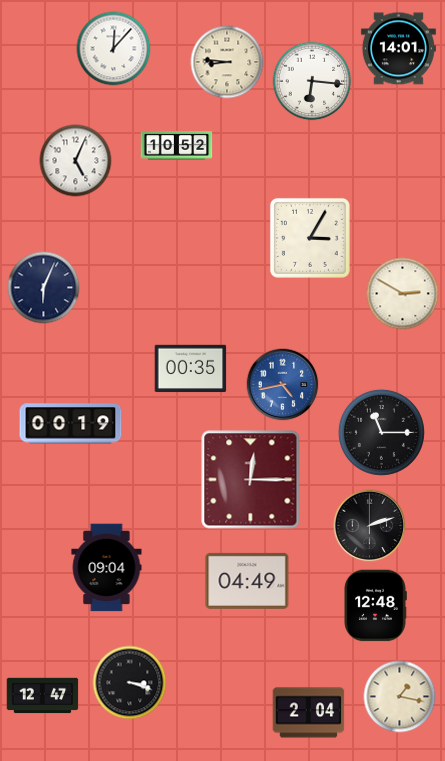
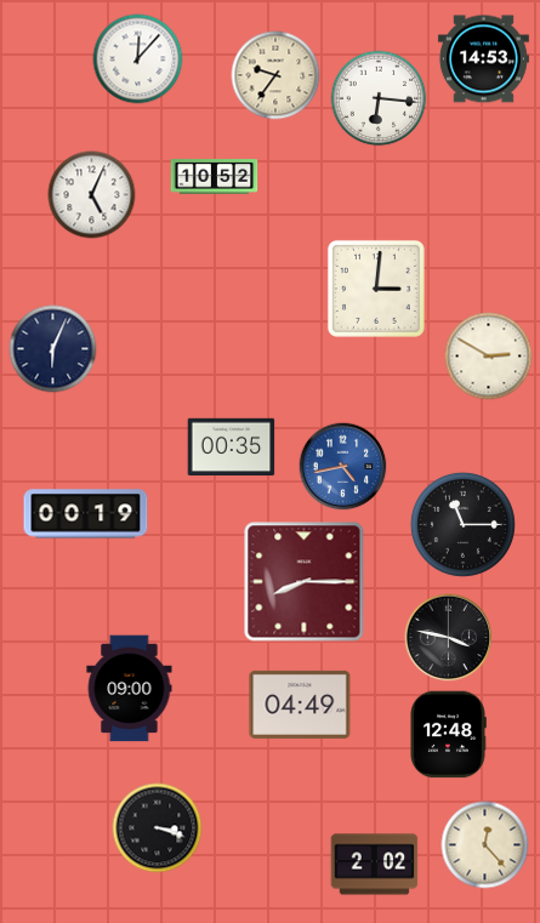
clock at (398, 49): 14:01 -> 14:53
clock at (227, 62): 8:46 -> 9:36
clock at (310, 238): 3:05 -> 3:01
clock at (251, 480): 12:15 -> 8:15
clock at (370, 526): 2:12 -> 3:47
clock at (107, 568): 09:04 -> 09:00
clock at (375, 606) position: (375, 606) -> (448, 735)
clock at (43, 696): 12:47 -> none
clock at (400, 697): 1:17 -> 12:23
clock at (309, 713): 2:04 -> 2:02
